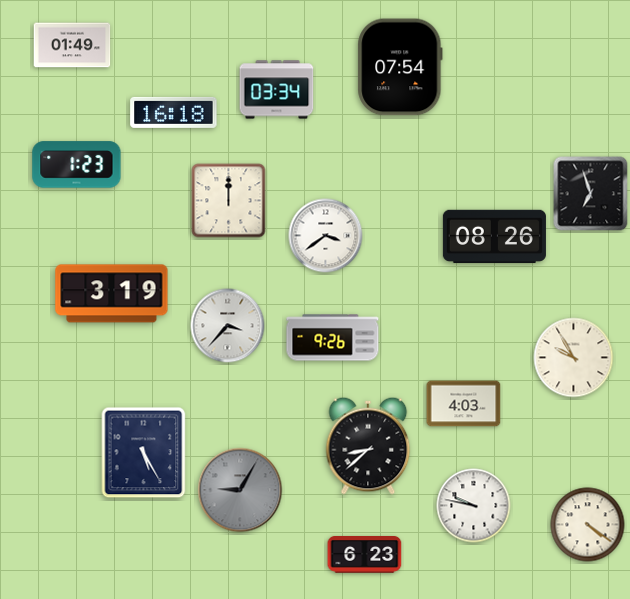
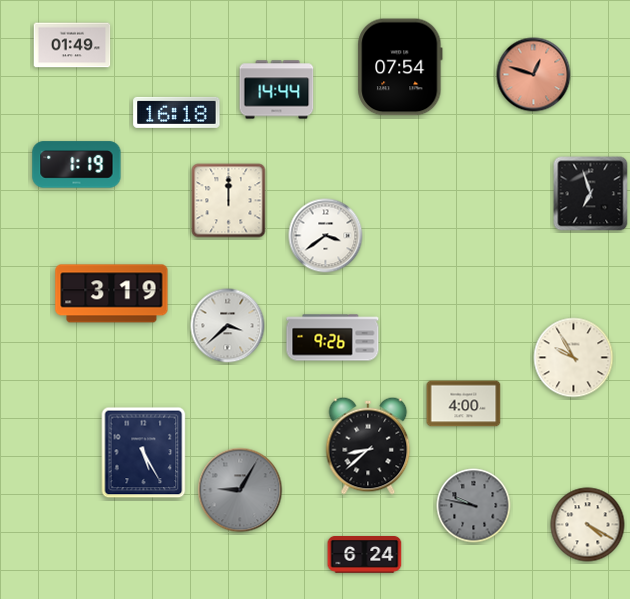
clock at (534, 75): none -> 12:48
clock at (277, 90): 03:34 -> 14:44
clock at (174, 112) position: (174, 112) -> (177, 112)
clock at (77, 165): 1:23 -> 1:19
clock at (494, 237): 08:26 -> none
clock at (228, 326): 3:37 -> 3:38
clock at (464, 404): 4:03 -> 4:00
clock at (474, 506) dial: white -> grey
clock at (588, 525): 4:21 -> 4:20
clock at (365, 555): 6:23 -> 6:24
